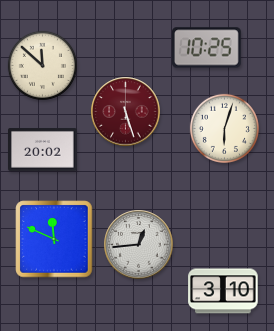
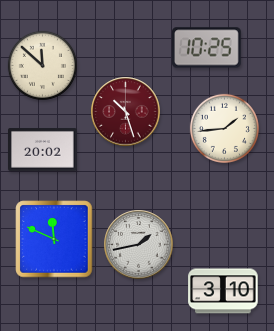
clock at (126, 112): 5:27 -> 10:27
clock at (224, 128): 6:03 -> 1:44
clock at (139, 245): 12:44 -> 1:43
